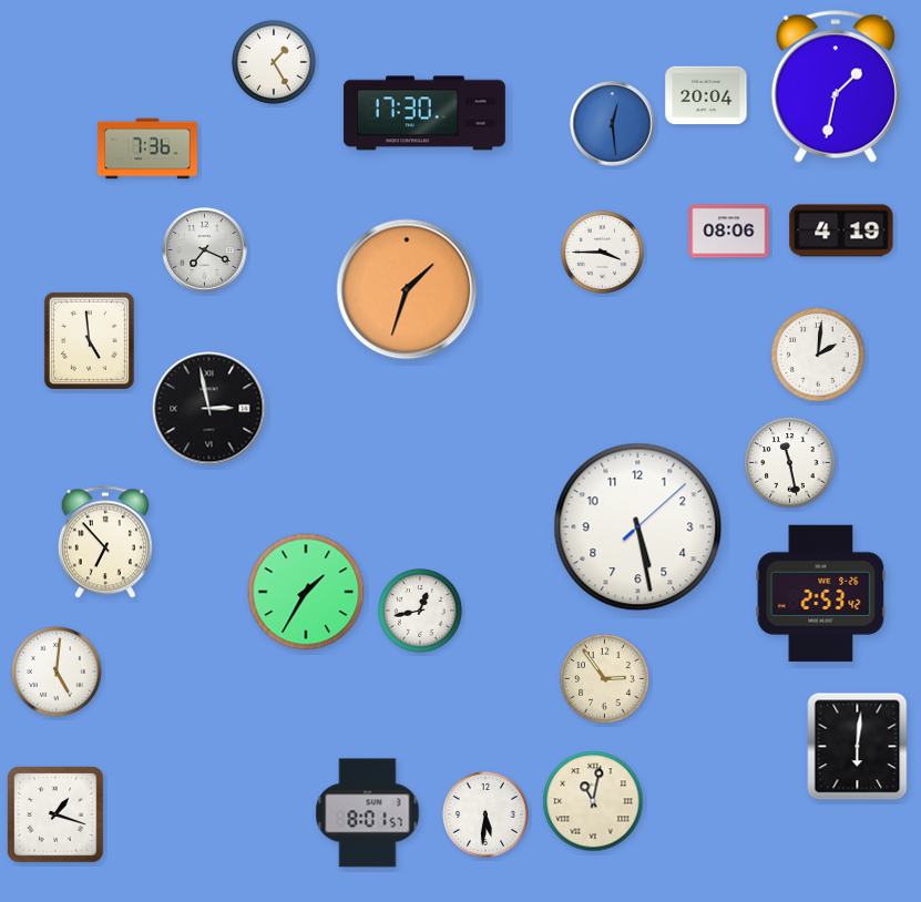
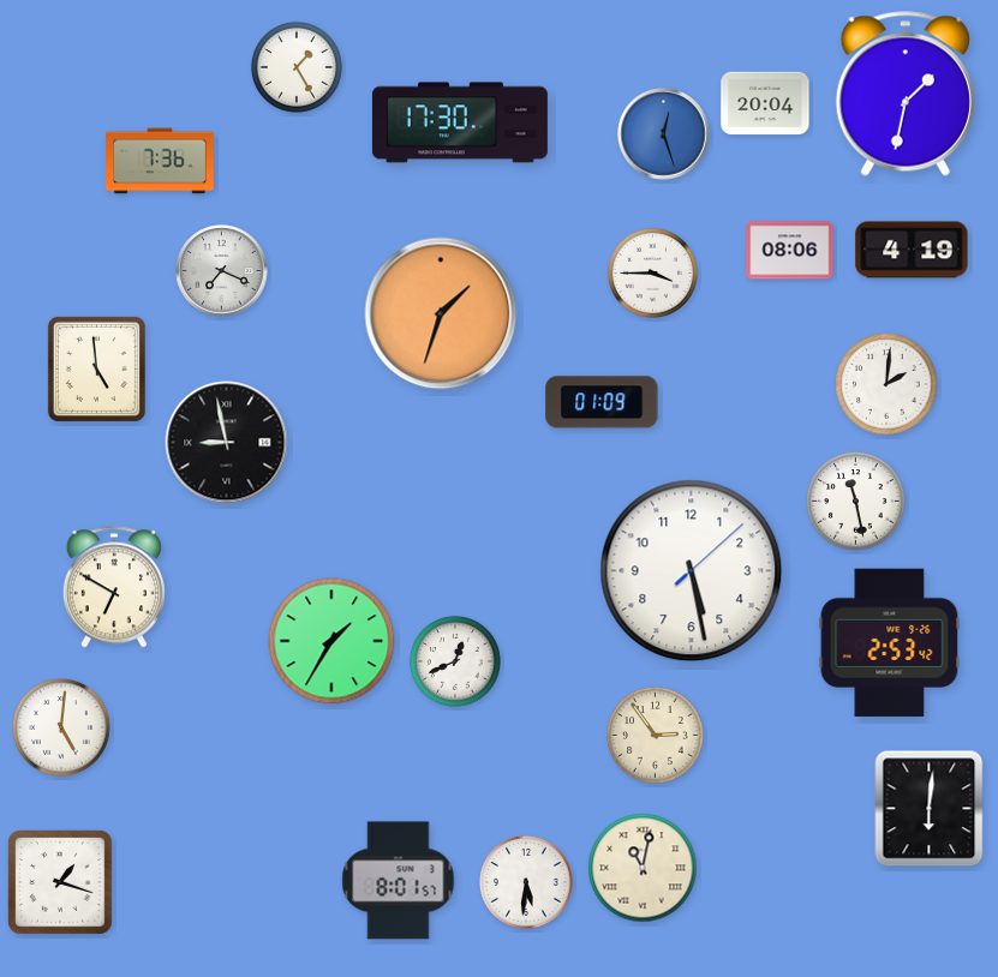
clock at (613, 124): 12:29 -> 12:27
clock at (602, 402): none -> 01:09
clock at (209, 409): 2:58 -> 8:58
clock at (105, 542): 6:53 -> 6:50
clock at (420, 611): 12:43 -> 12:41
